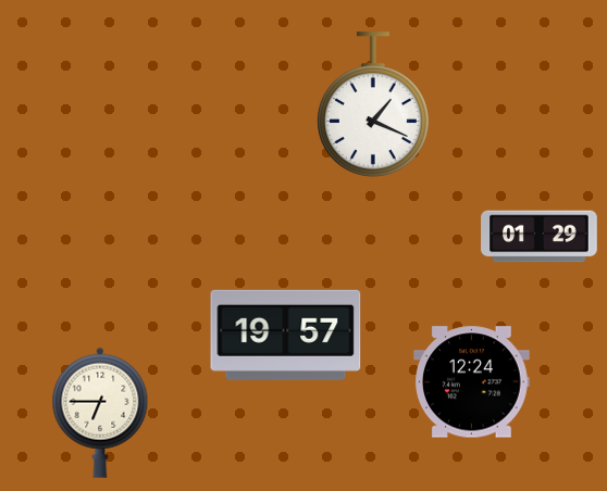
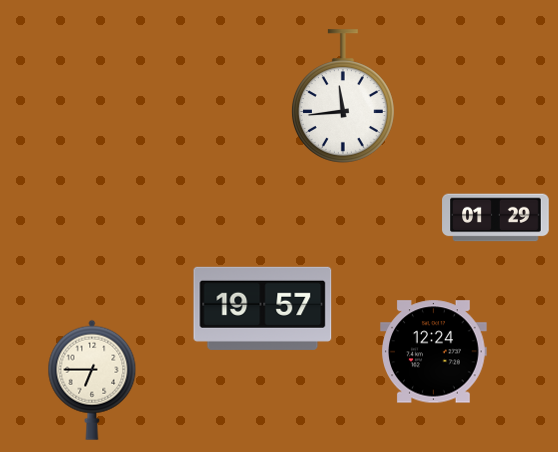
clock at (373, 104): 1:19 -> 11:44
